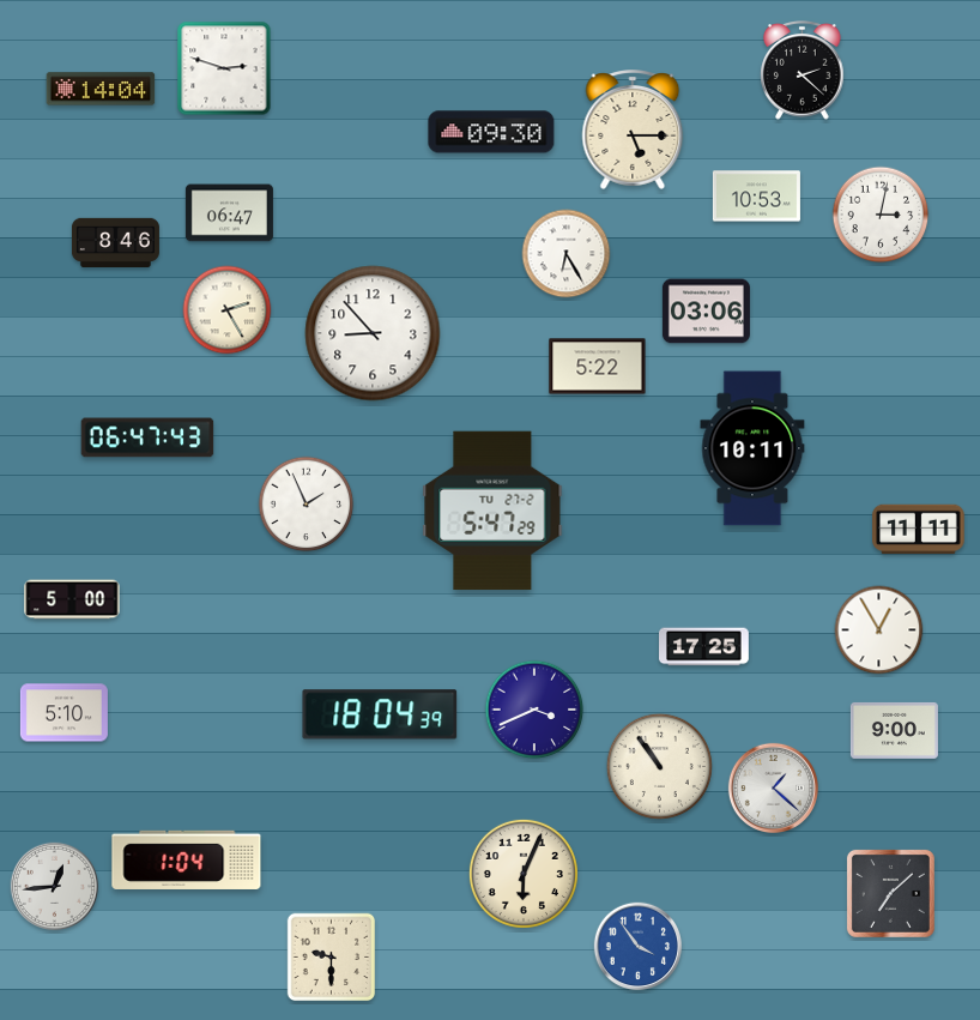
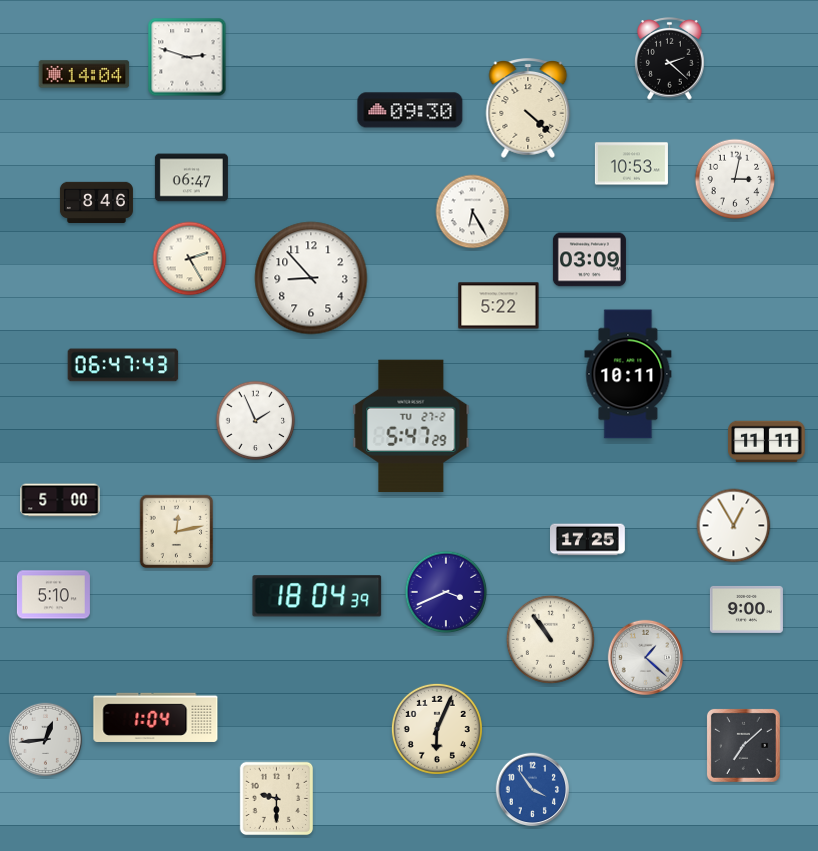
clock at (633, 131): 5:15 -> 4:22
clock at (706, 312): 03:06 -> 03:09
clock at (177, 532): none -> 12:13
